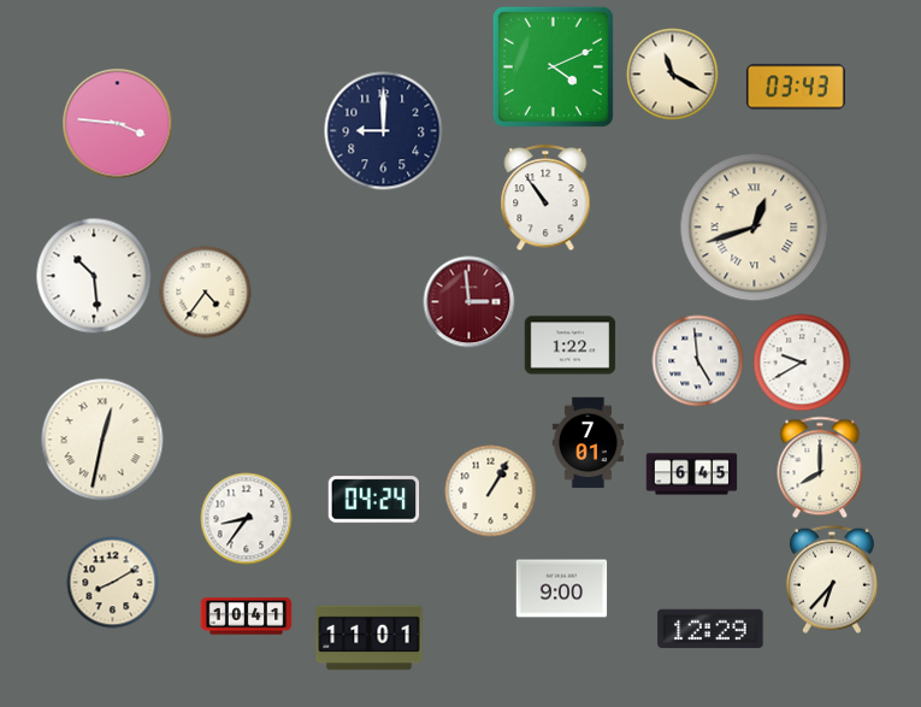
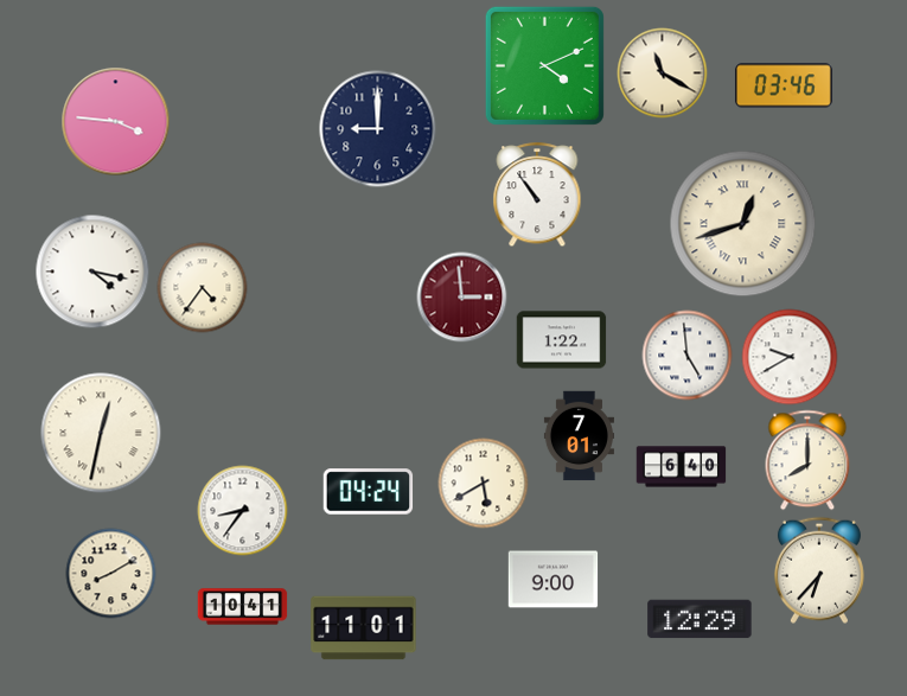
clock at (796, 87): 03:43 -> 03:46
clock at (94, 276): 10:29 -> 4:17
clock at (692, 475): 6:45 -> 6:40
clock at (491, 491): 1:05 -> 5:40
